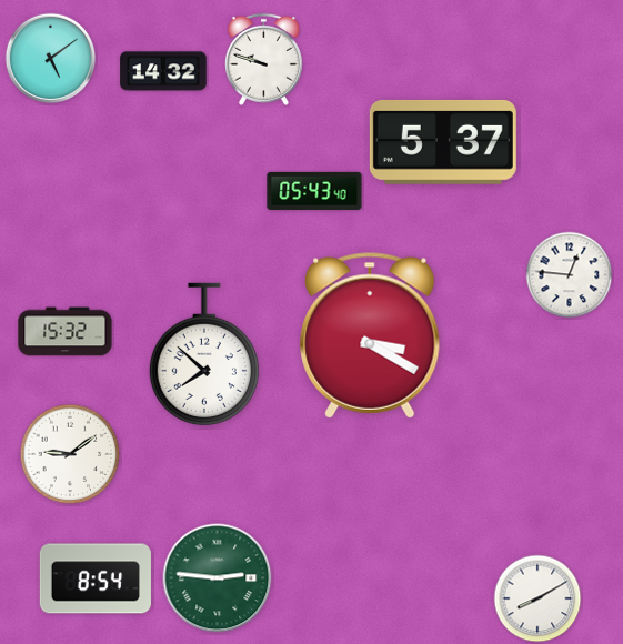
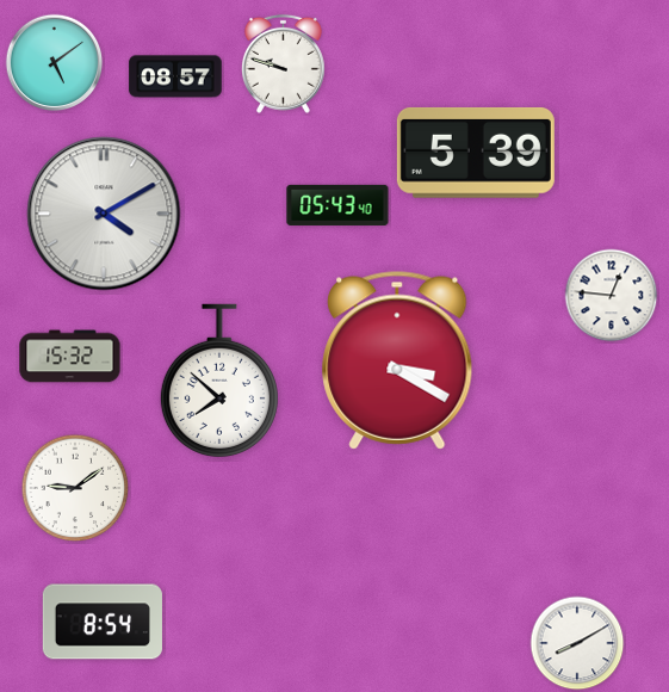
clock at (163, 71): 14:32 -> 08:57
clock at (443, 142): 5:37 -> 5:39
clock at (104, 214): none -> 4:10
clock at (218, 578): 2:46 -> none
